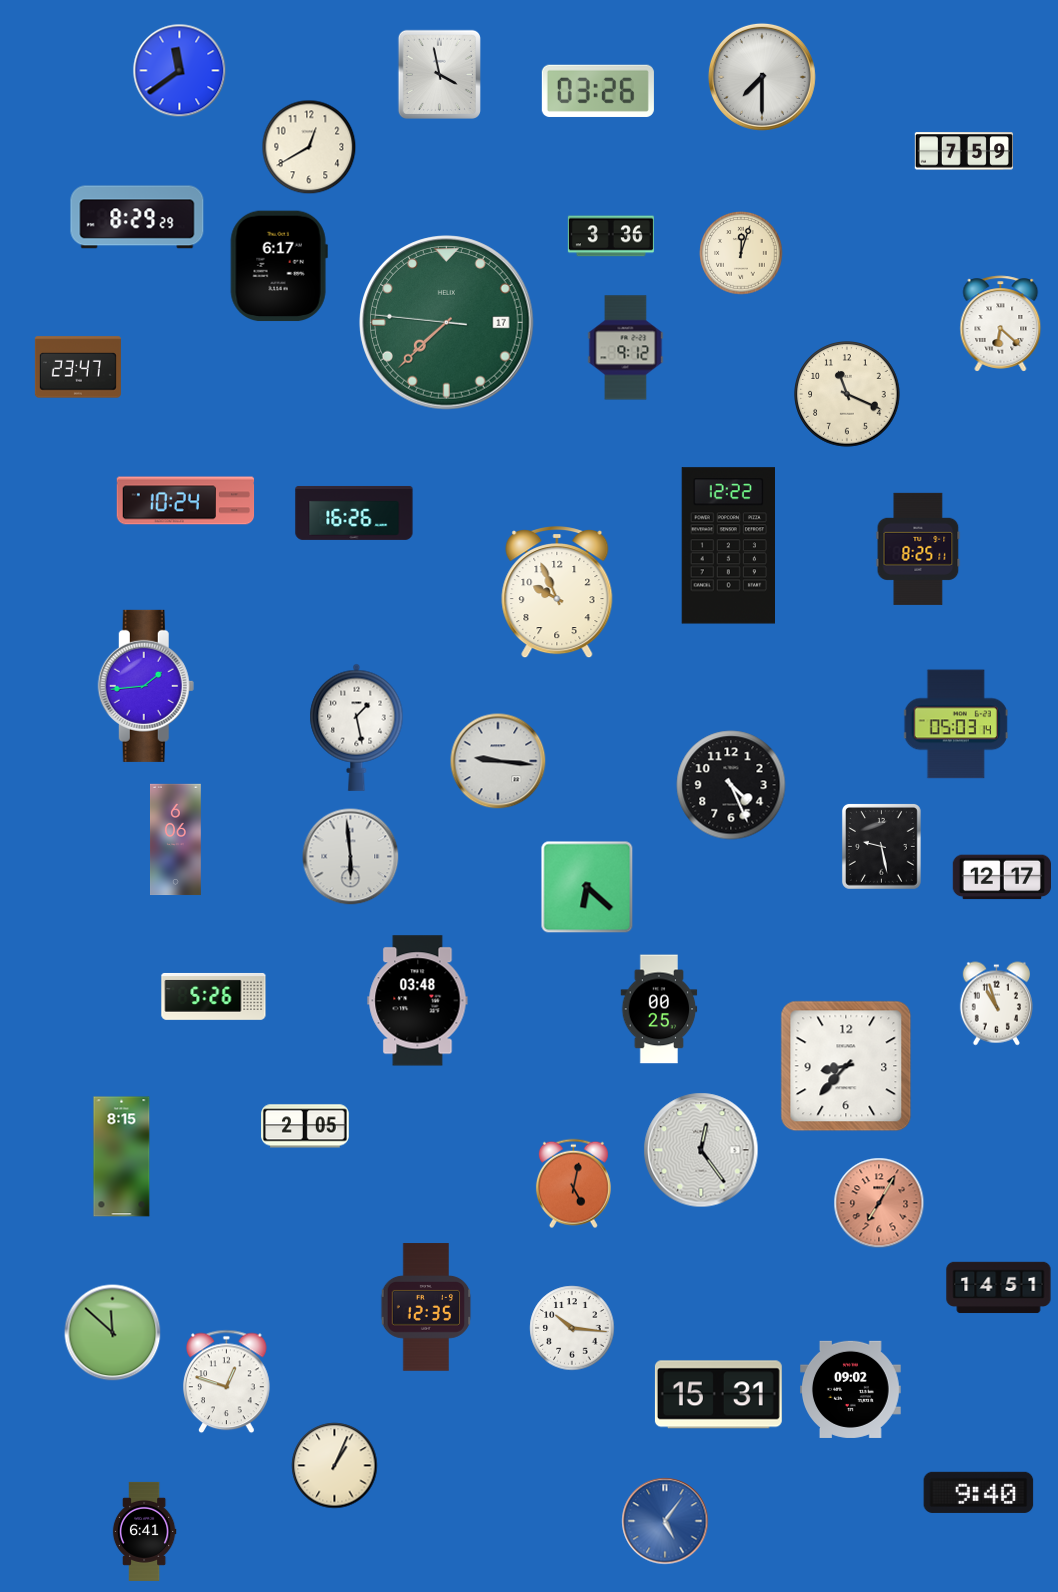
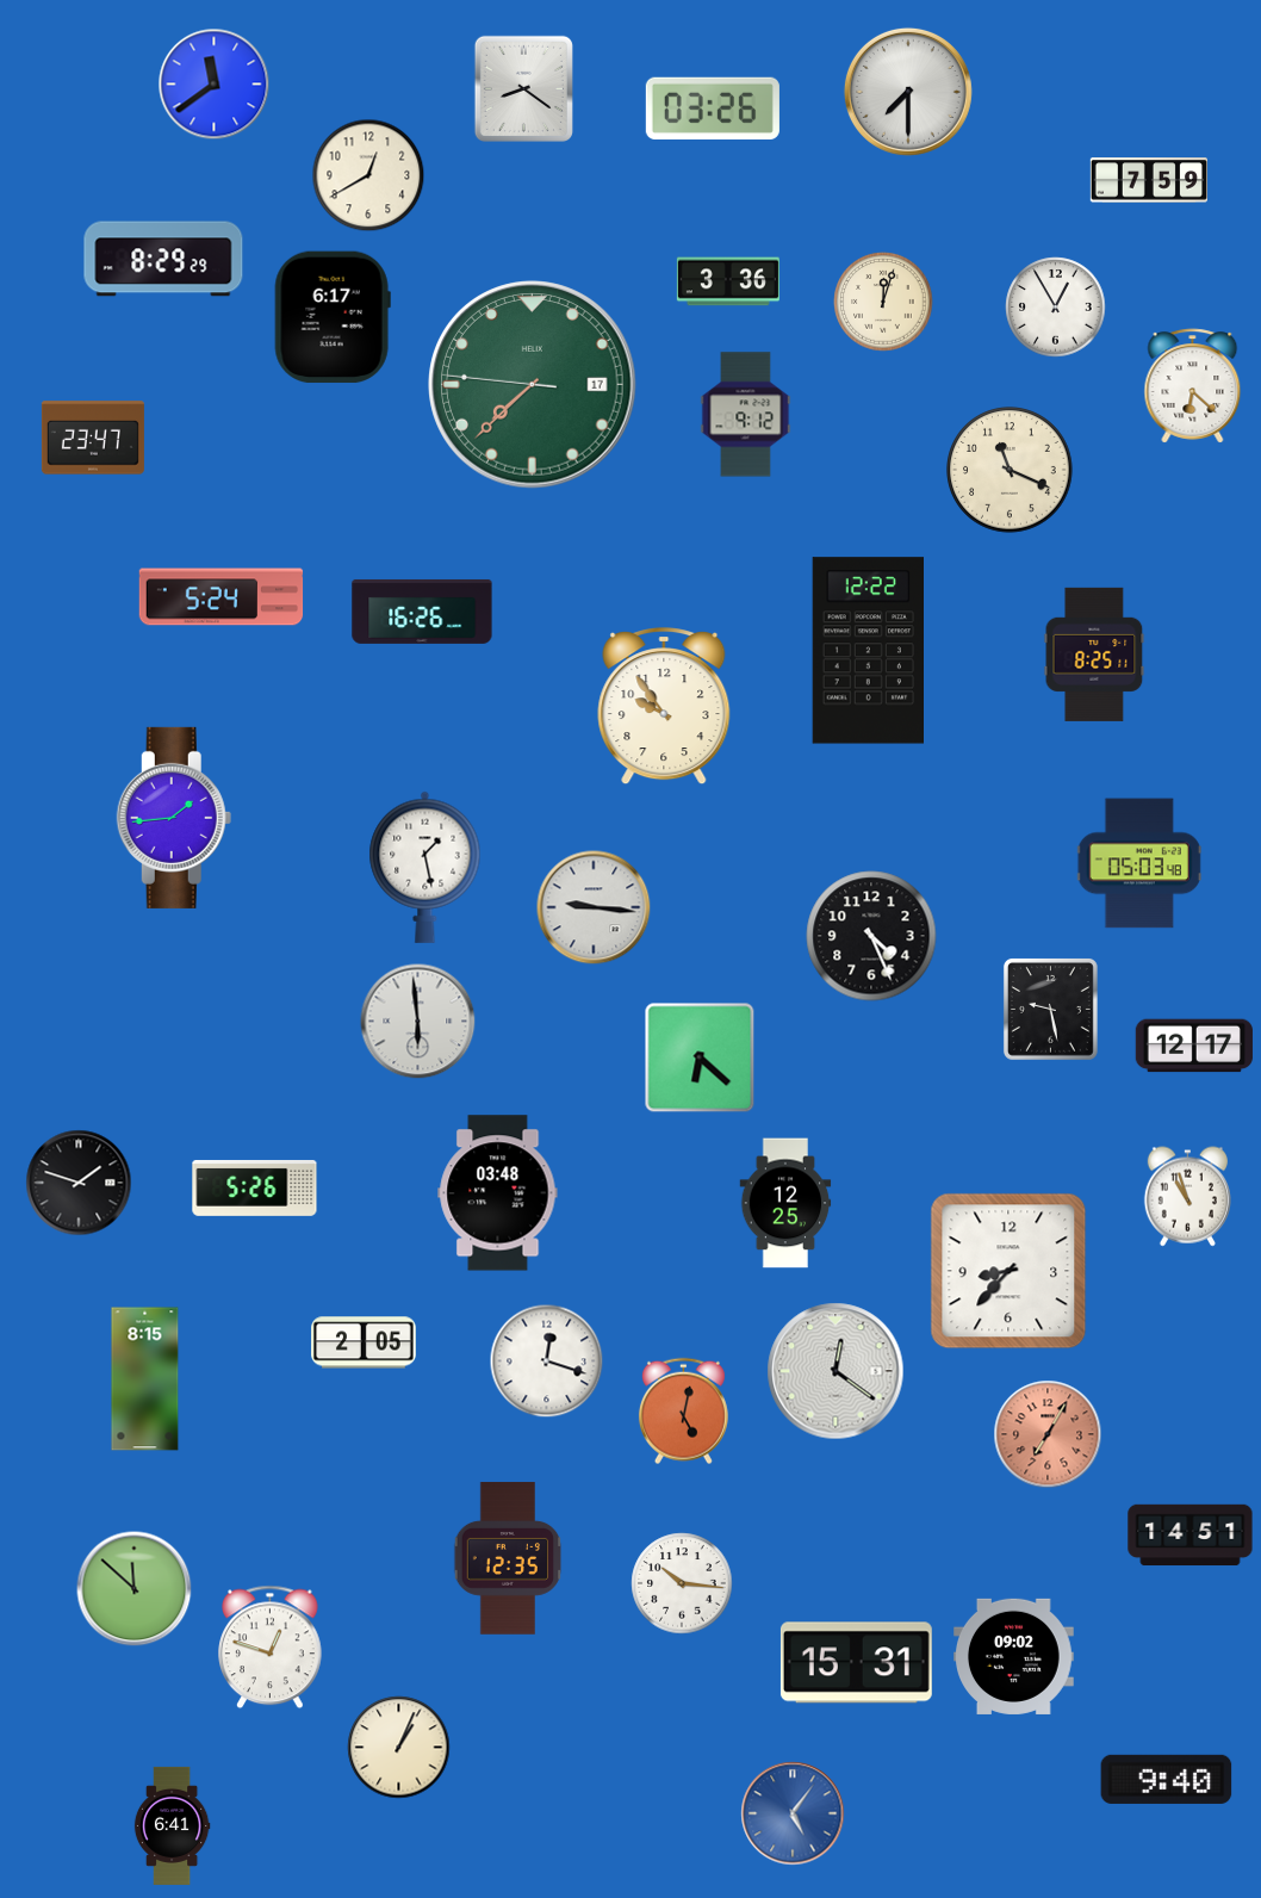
clock at (439, 74): 3:58 -> 8:21
clock at (1056, 308): none -> 12:55
clock at (186, 501): 10:24 -> 5:24
clock at (557, 593): 9:56 -> 9:54
clock at (956, 724): 05:03:14 -> 05:03:48
clock at (176, 840): 6:06 -> none
clock at (79, 1183): none -> 1:48
clock at (659, 1009): 00:25 -> 12:25
clock at (547, 1362): none -> 12:18
clock at (701, 1150): 12:24 -> 12:21
